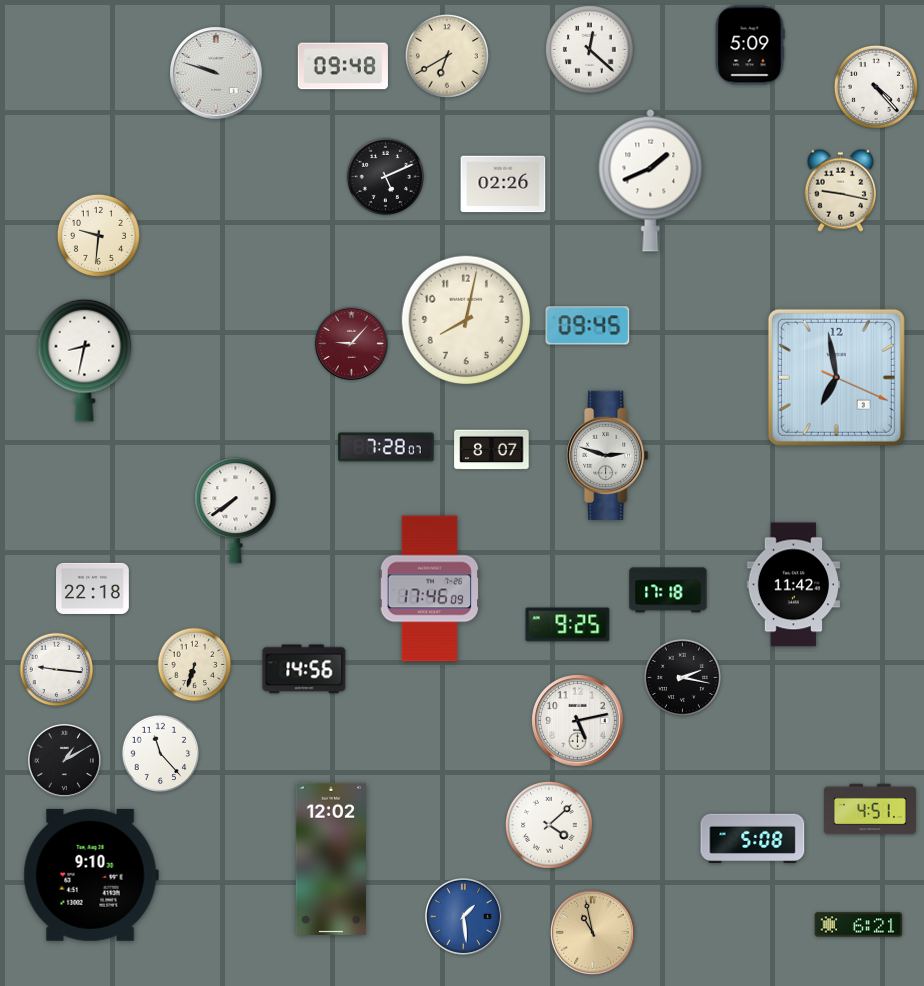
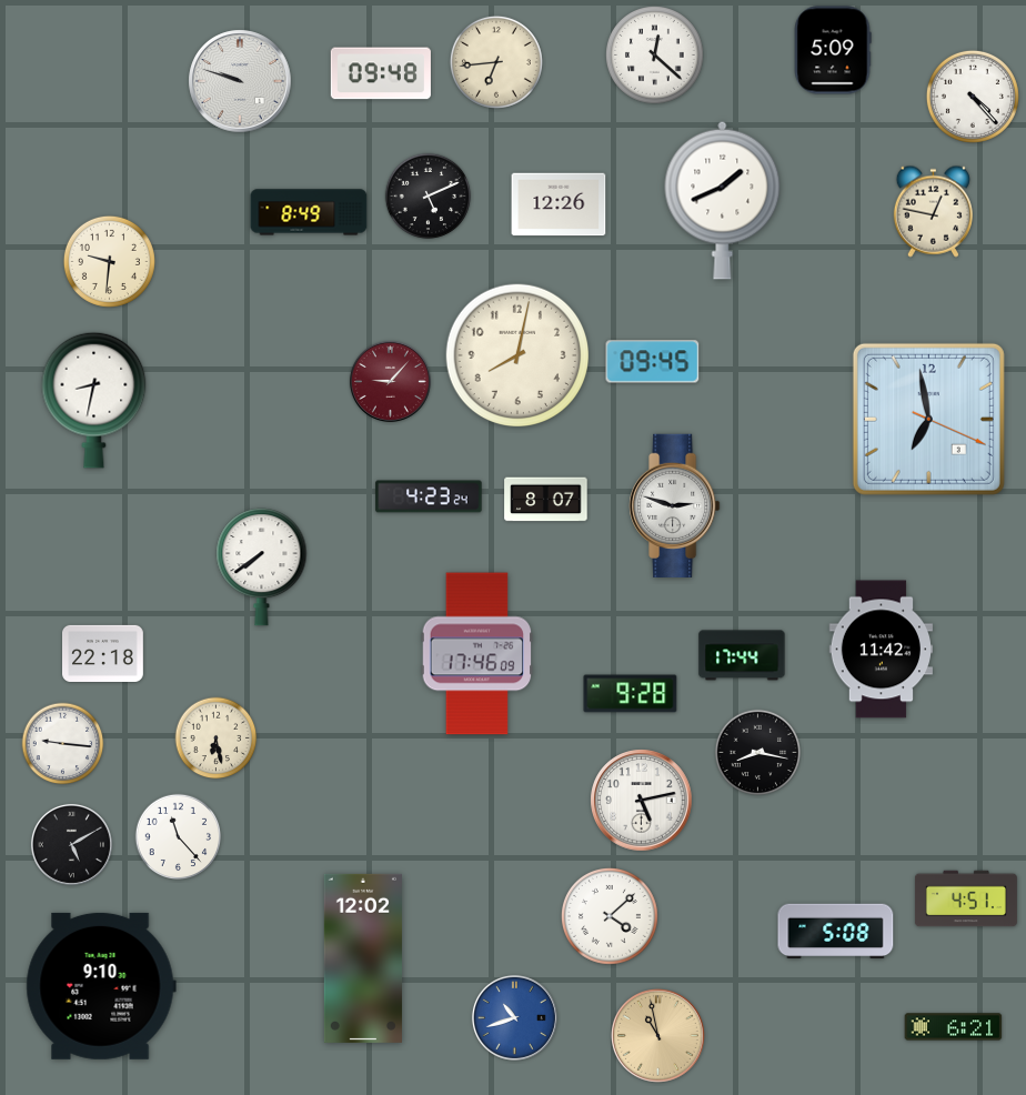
clock at (447, 56): 6:40 -> 6:44
clock at (503, 184): 02:26 -> 12:26
clock at (840, 190): 9:17 -> 12:47
clock at (309, 212): none -> 8:49
clock at (386, 447): 7:28 -> 4:23
clock at (668, 590): 17:18 -> 17:44
clock at (568, 625): 9:25 -> 9:28
clock at (195, 665): 6:33 -> 6:28
clock at (304, 669): 14:56 -> none
clock at (683, 678): 2:17 -> 8:17
clock at (64, 760): 1:10 -> 5:10
clock at (331, 859) position: (331, 859) -> (363, 958)
clock at (91, 875) position: (91, 875) -> (101, 986)
clock at (463, 916): 1:29 -> 10:42
